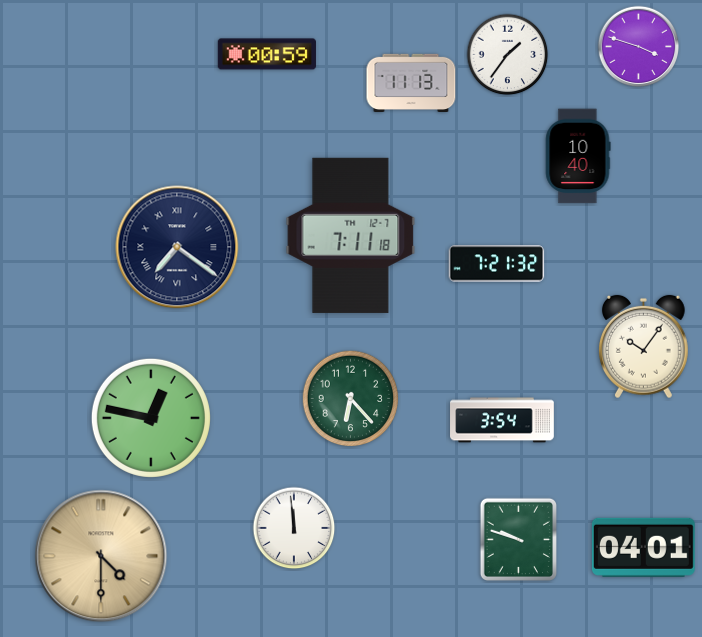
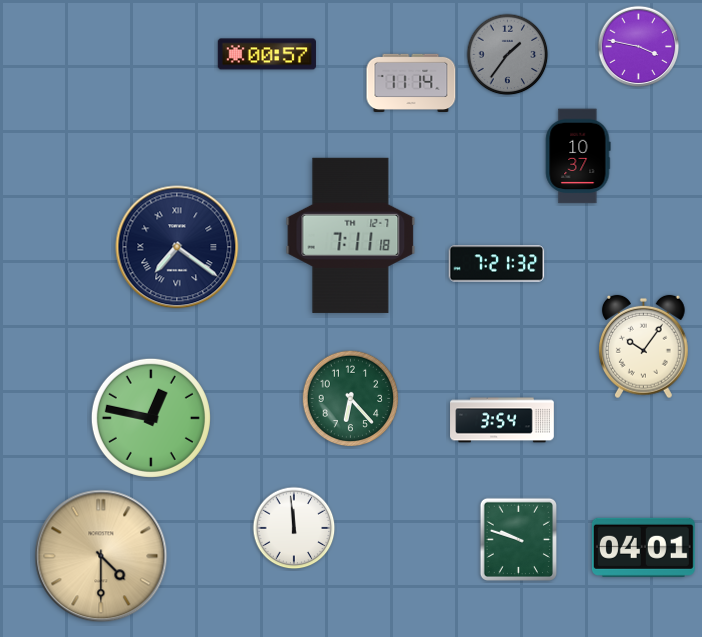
clock at (638, 46): 3:48 -> 3:47
clock at (267, 54): 00:59 -> 00:57
clock at (508, 55) dial: white -> grey
clock at (411, 82): 11:13 -> 11:14
clock at (578, 156): 10:40 -> 10:37
